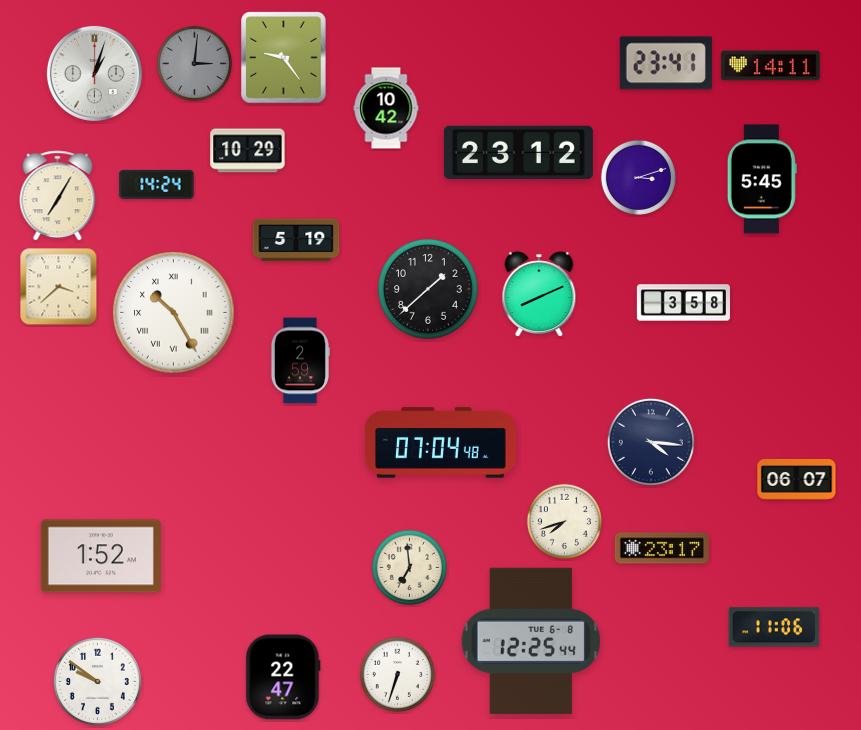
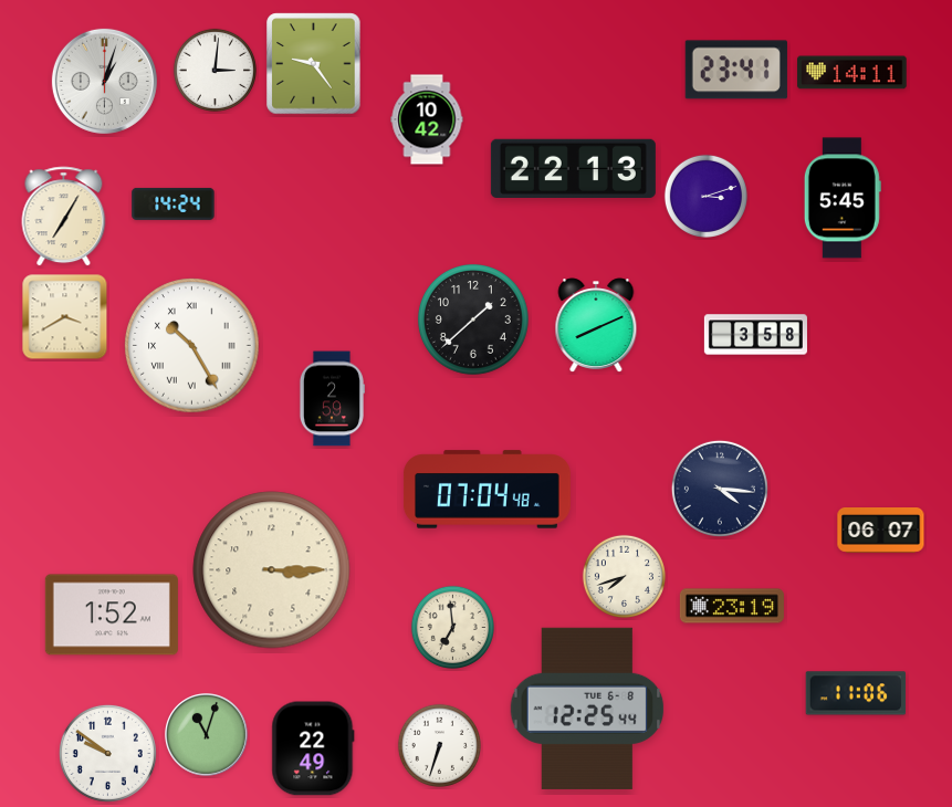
clock at (194, 63) dial: grey -> white
clock at (248, 151): 10:29 -> none
clock at (518, 152): 23:12 -> 22:13
clock at (296, 240): 5:19 -> none
clock at (59, 287): 3:38 -> 3:40
clock at (272, 570): none -> 3:15
clock at (662, 548): 23:17 -> 23:19
clock at (207, 735): none -> 11:03
clock at (283, 677): 22:47 -> 22:49
